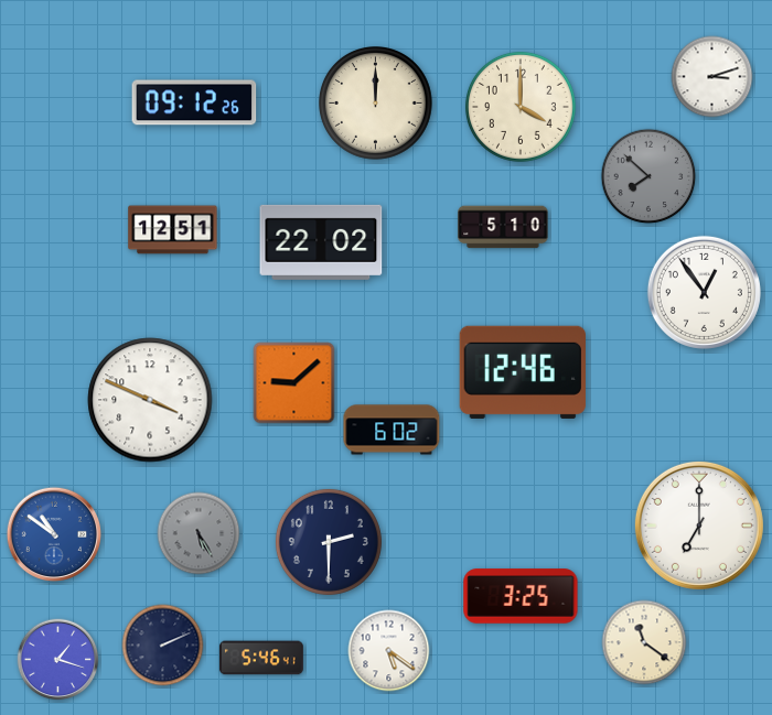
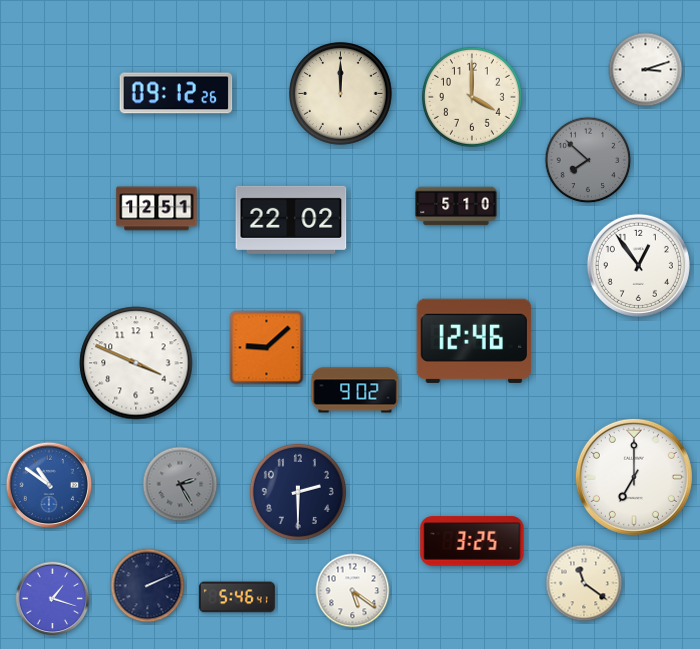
clock at (523, 372) position: (523, 372) -> (474, 341)
clock at (392, 430): 6:02 -> 9:02
clock at (199, 533): 5:25 -> 2:25
